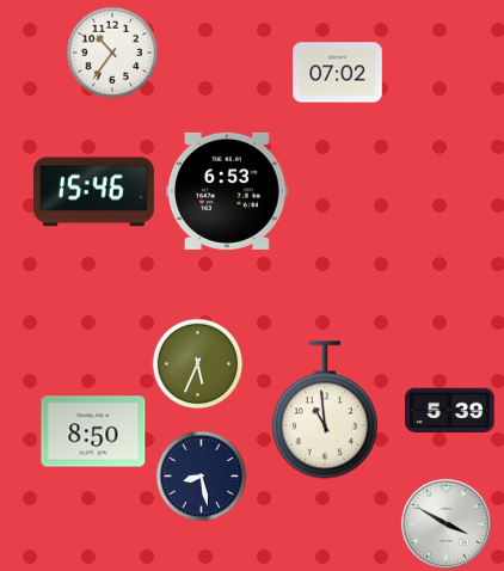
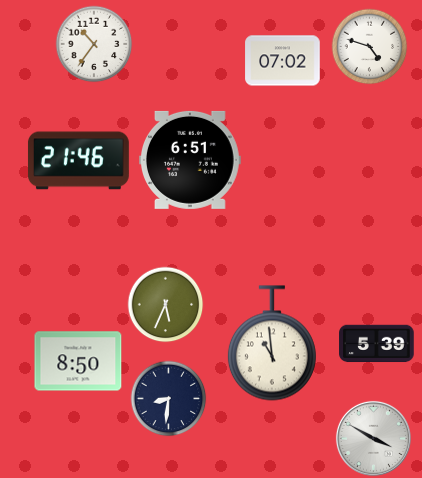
clock at (370, 47): none -> 4:48
clock at (228, 191): 6:53 -> 6:51
clock at (93, 192): 15:46 -> 21:46
clock at (202, 477): 8:28 -> 8:31
